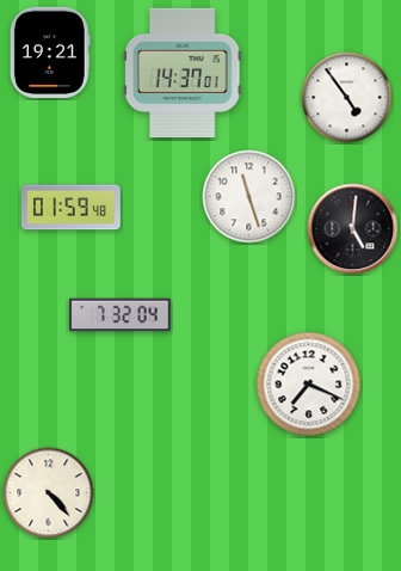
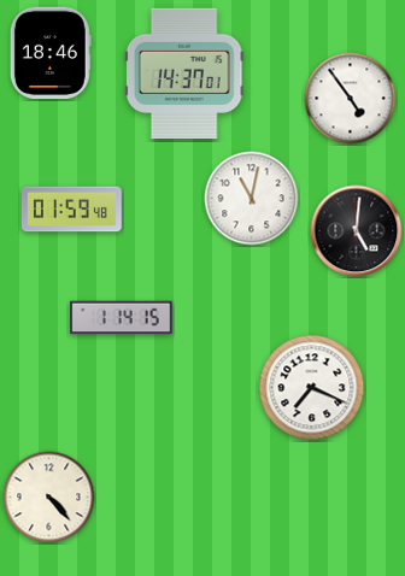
clock at (50, 53): 19:21 -> 18:46
clock at (249, 197): 11:27 -> 11:02
clock at (121, 315): 7:32 -> 1:14
